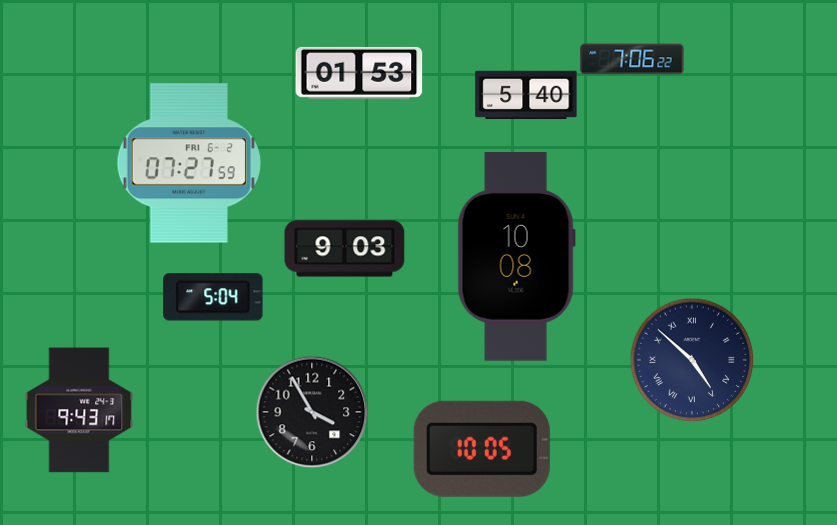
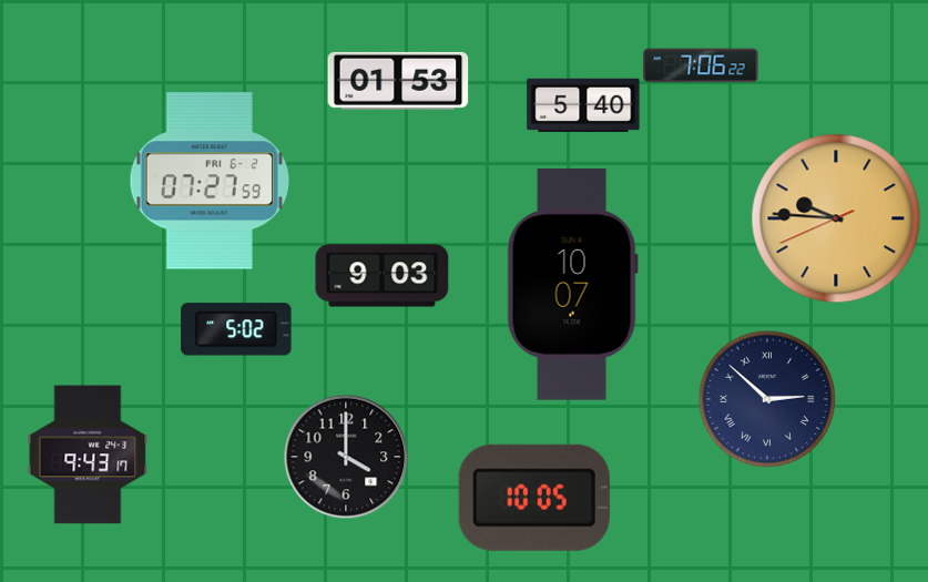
clock at (836, 218): none -> 9:45
clock at (516, 257): 10:08 -> 10:07
clock at (213, 297): 5:04 -> 5:02
clock at (692, 360): 4:52 -> 2:52
clock at (312, 412): 3:55 -> 4:00
